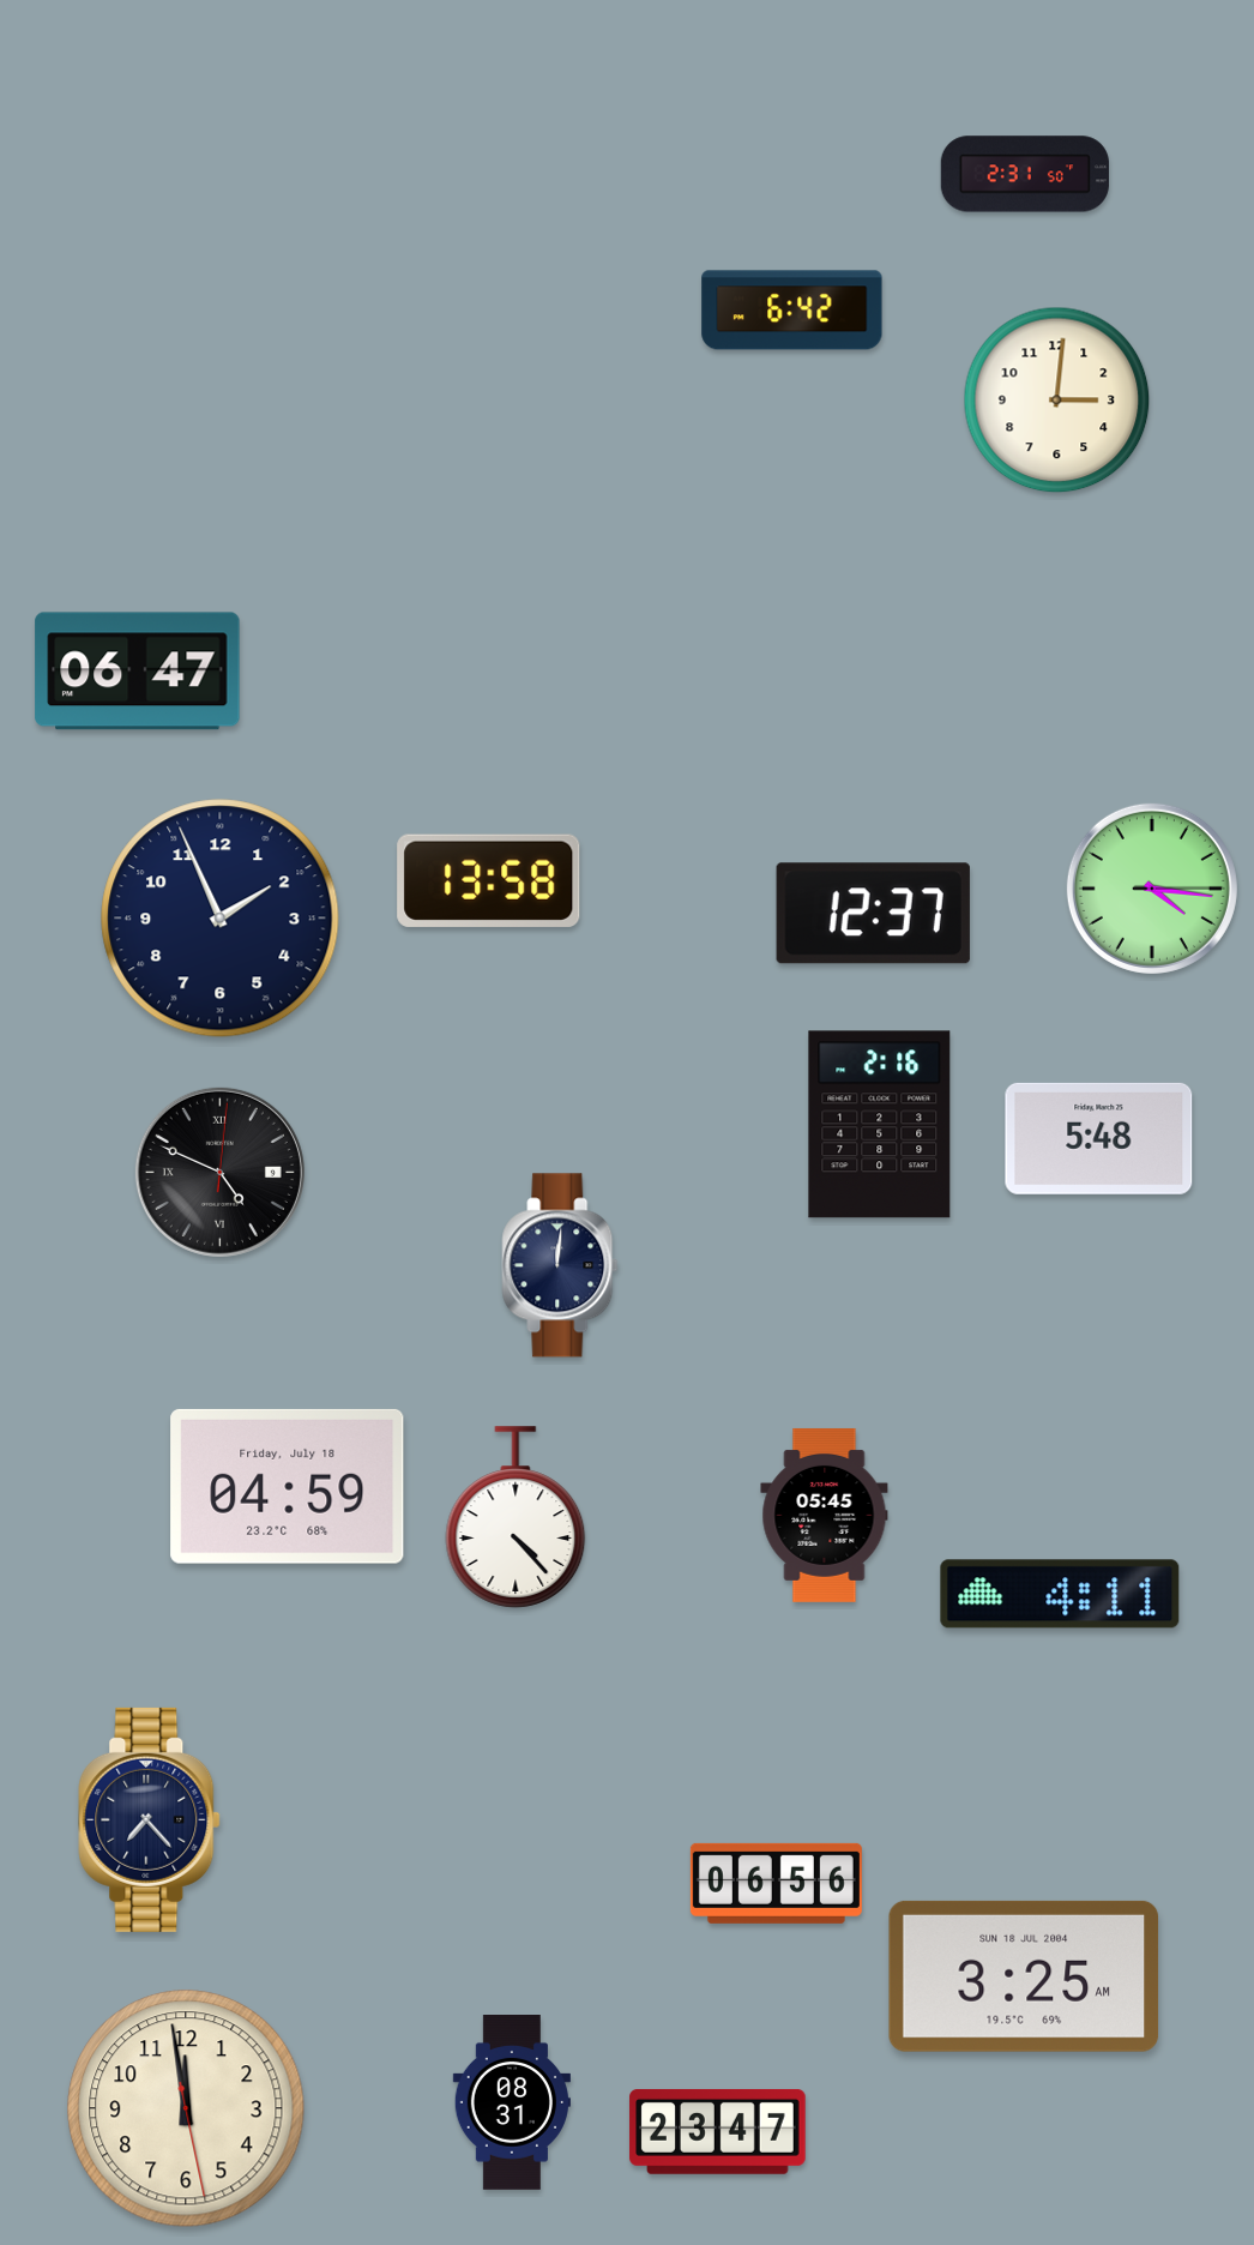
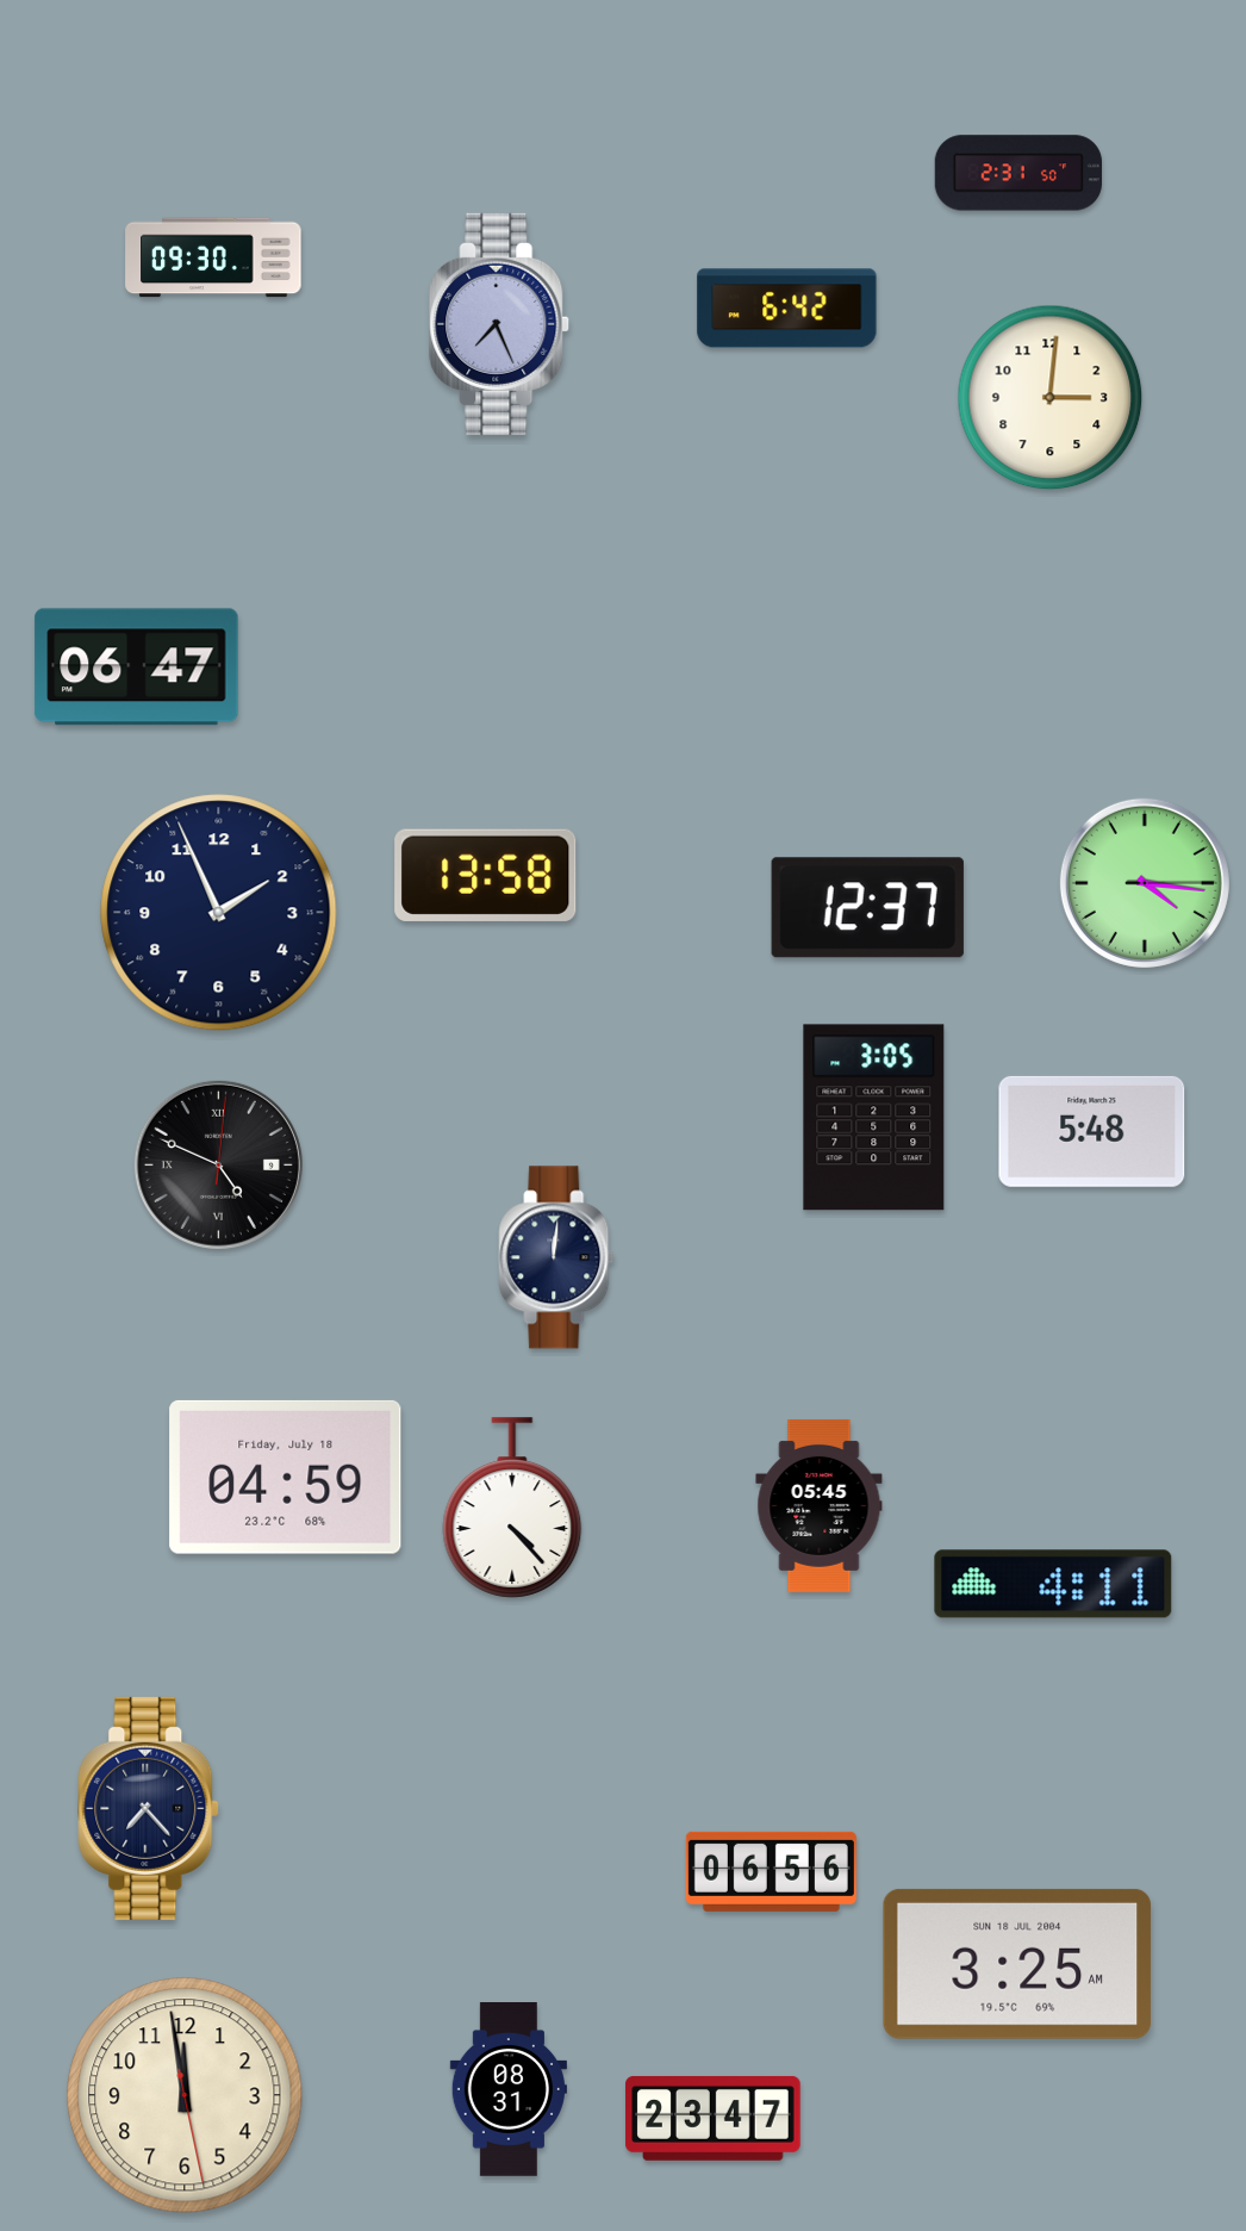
clock at (213, 257): none -> 09:30
clock at (500, 324): none -> 7:26
clock at (880, 1125): 2:16 -> 3:05
